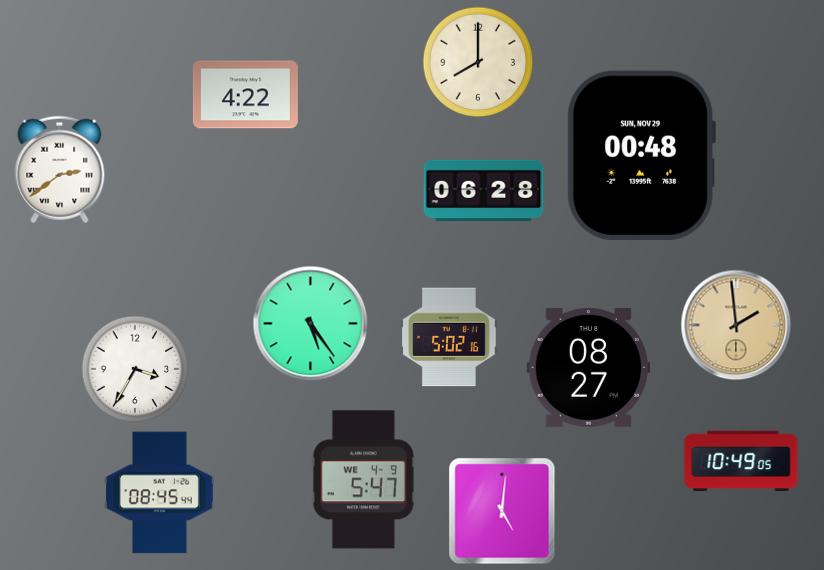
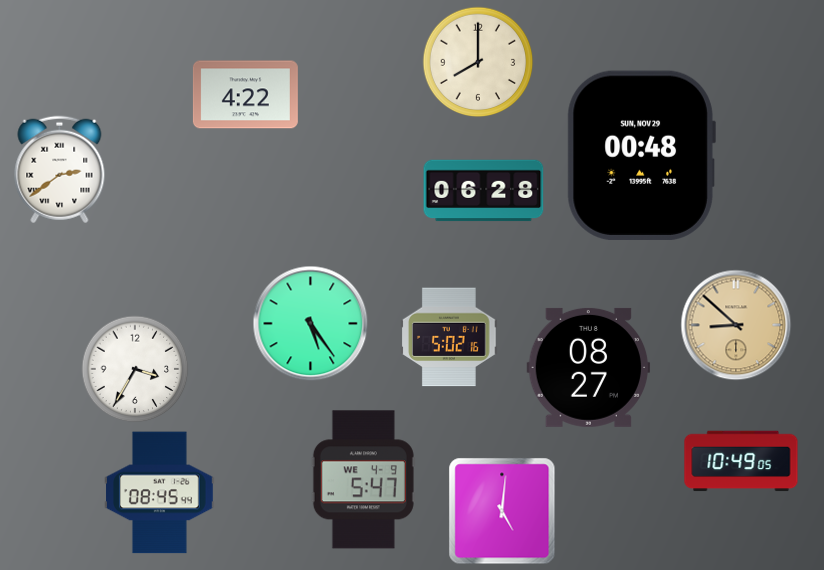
clock at (736, 325): 1:59 -> 8:52
